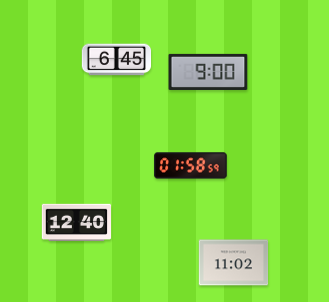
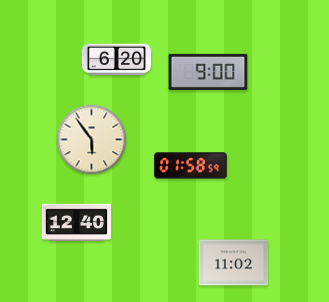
clock at (117, 60): 6:45 -> 6:20
clock at (92, 140): none -> 5:54
